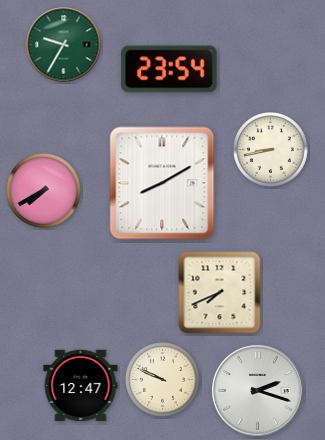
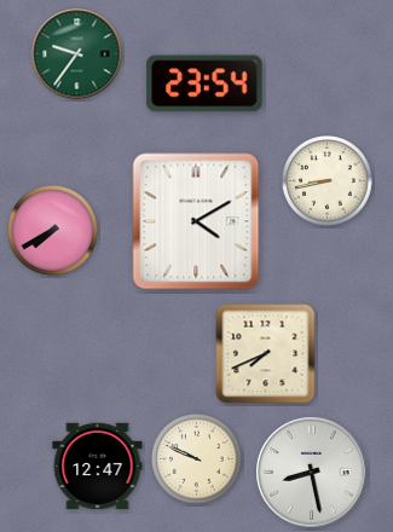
clock at (64, 45): 9:35 -> 9:36
clock at (162, 183): 8:10 -> 4:10
clock at (258, 391): 2:18 -> 8:28
